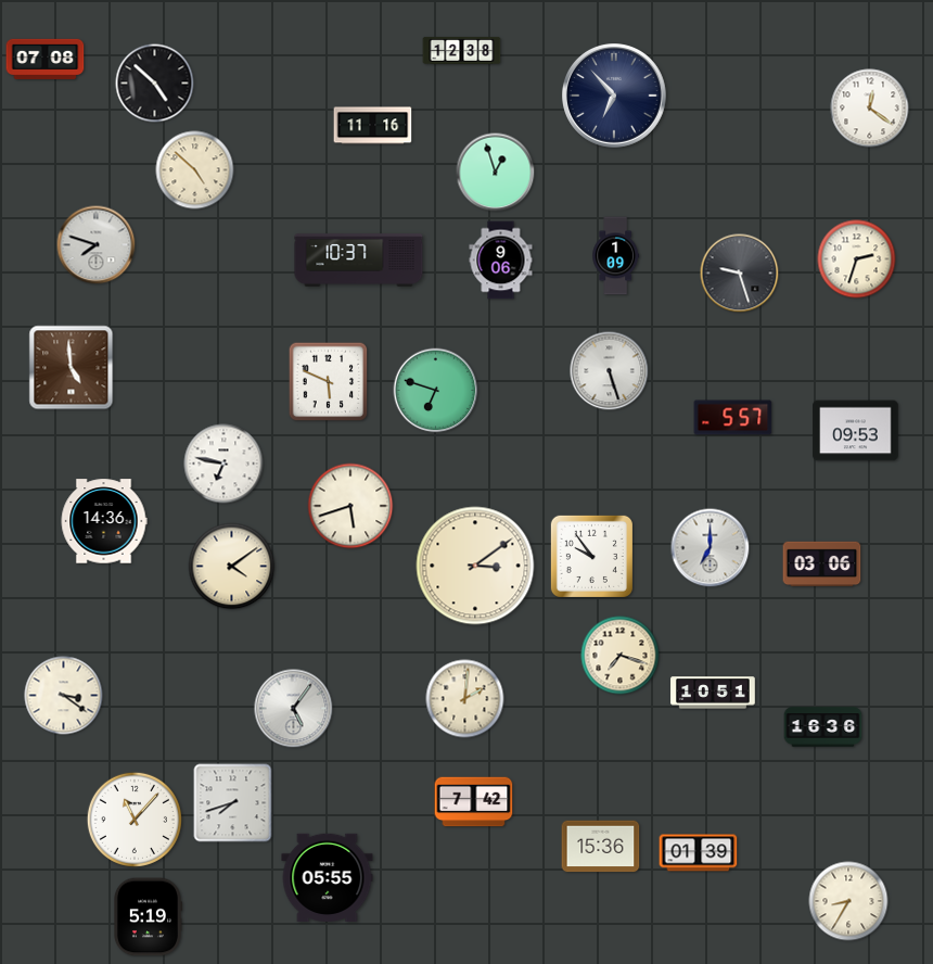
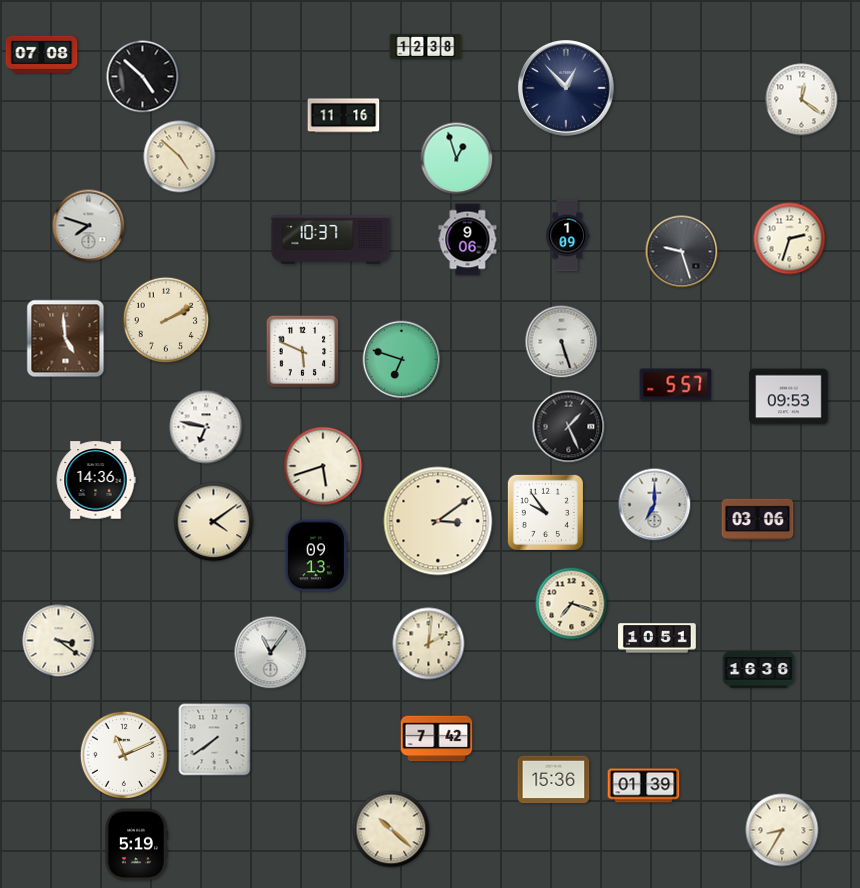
clock at (615, 97): 6:53 -> 12:53
clock at (501, 261) position: (501, 261) -> (468, 240)
clock at (166, 320): none -> 2:10
clock at (569, 427): none -> 1:26
clock at (316, 556): none -> 09:13
clock at (294, 709): 5:06 -> 11:06
clock at (233, 803): 7:42 -> 7:39
clock at (135, 820): 11:07 -> 11:11
clock at (328, 877): 05:55 -> none
clock at (391, 829): none -> 10:22
